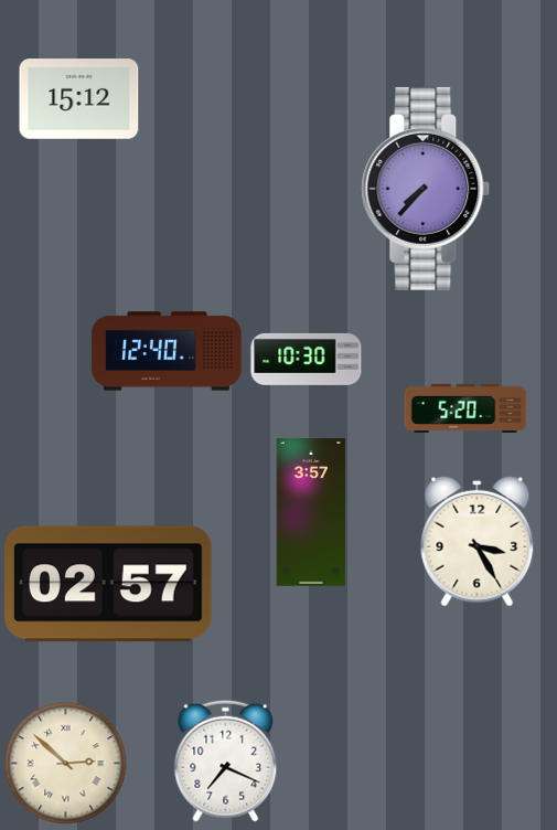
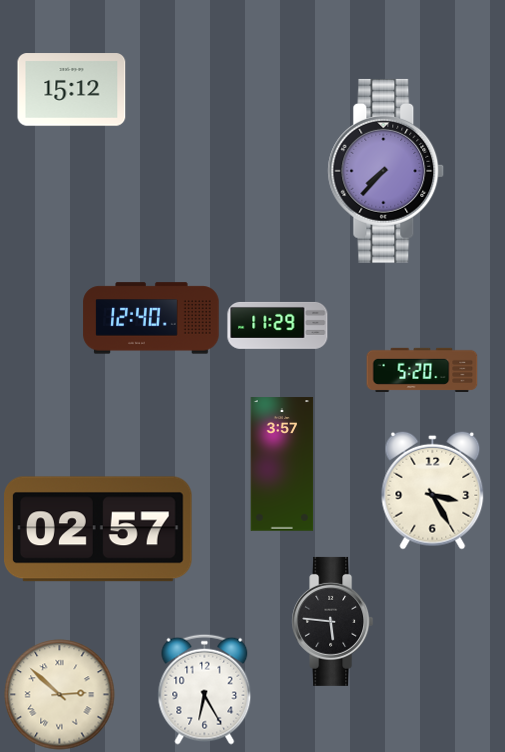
clock at (307, 359): 10:30 -> 11:29
clock at (333, 621): none -> 5:46
clock at (226, 760): 7:19 -> 6:25
clock at (66, 764) position: (66, 764) -> (60, 695)
